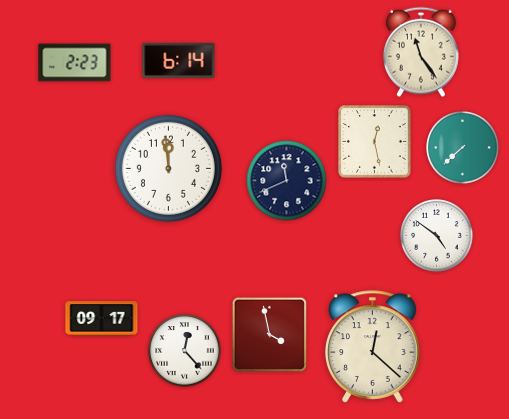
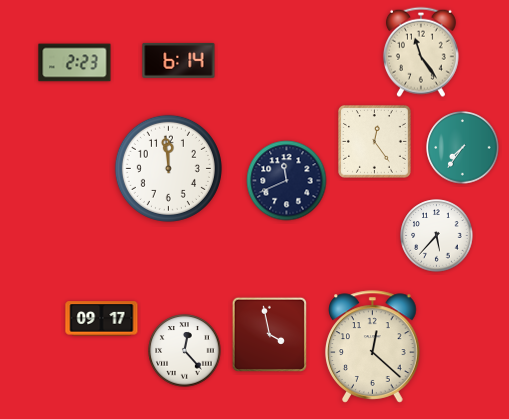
clock at (375, 142): 12:28 -> 12:24
clock at (463, 148): 7:38 -> 7:36
clock at (437, 236): 4:51 -> 5:37
